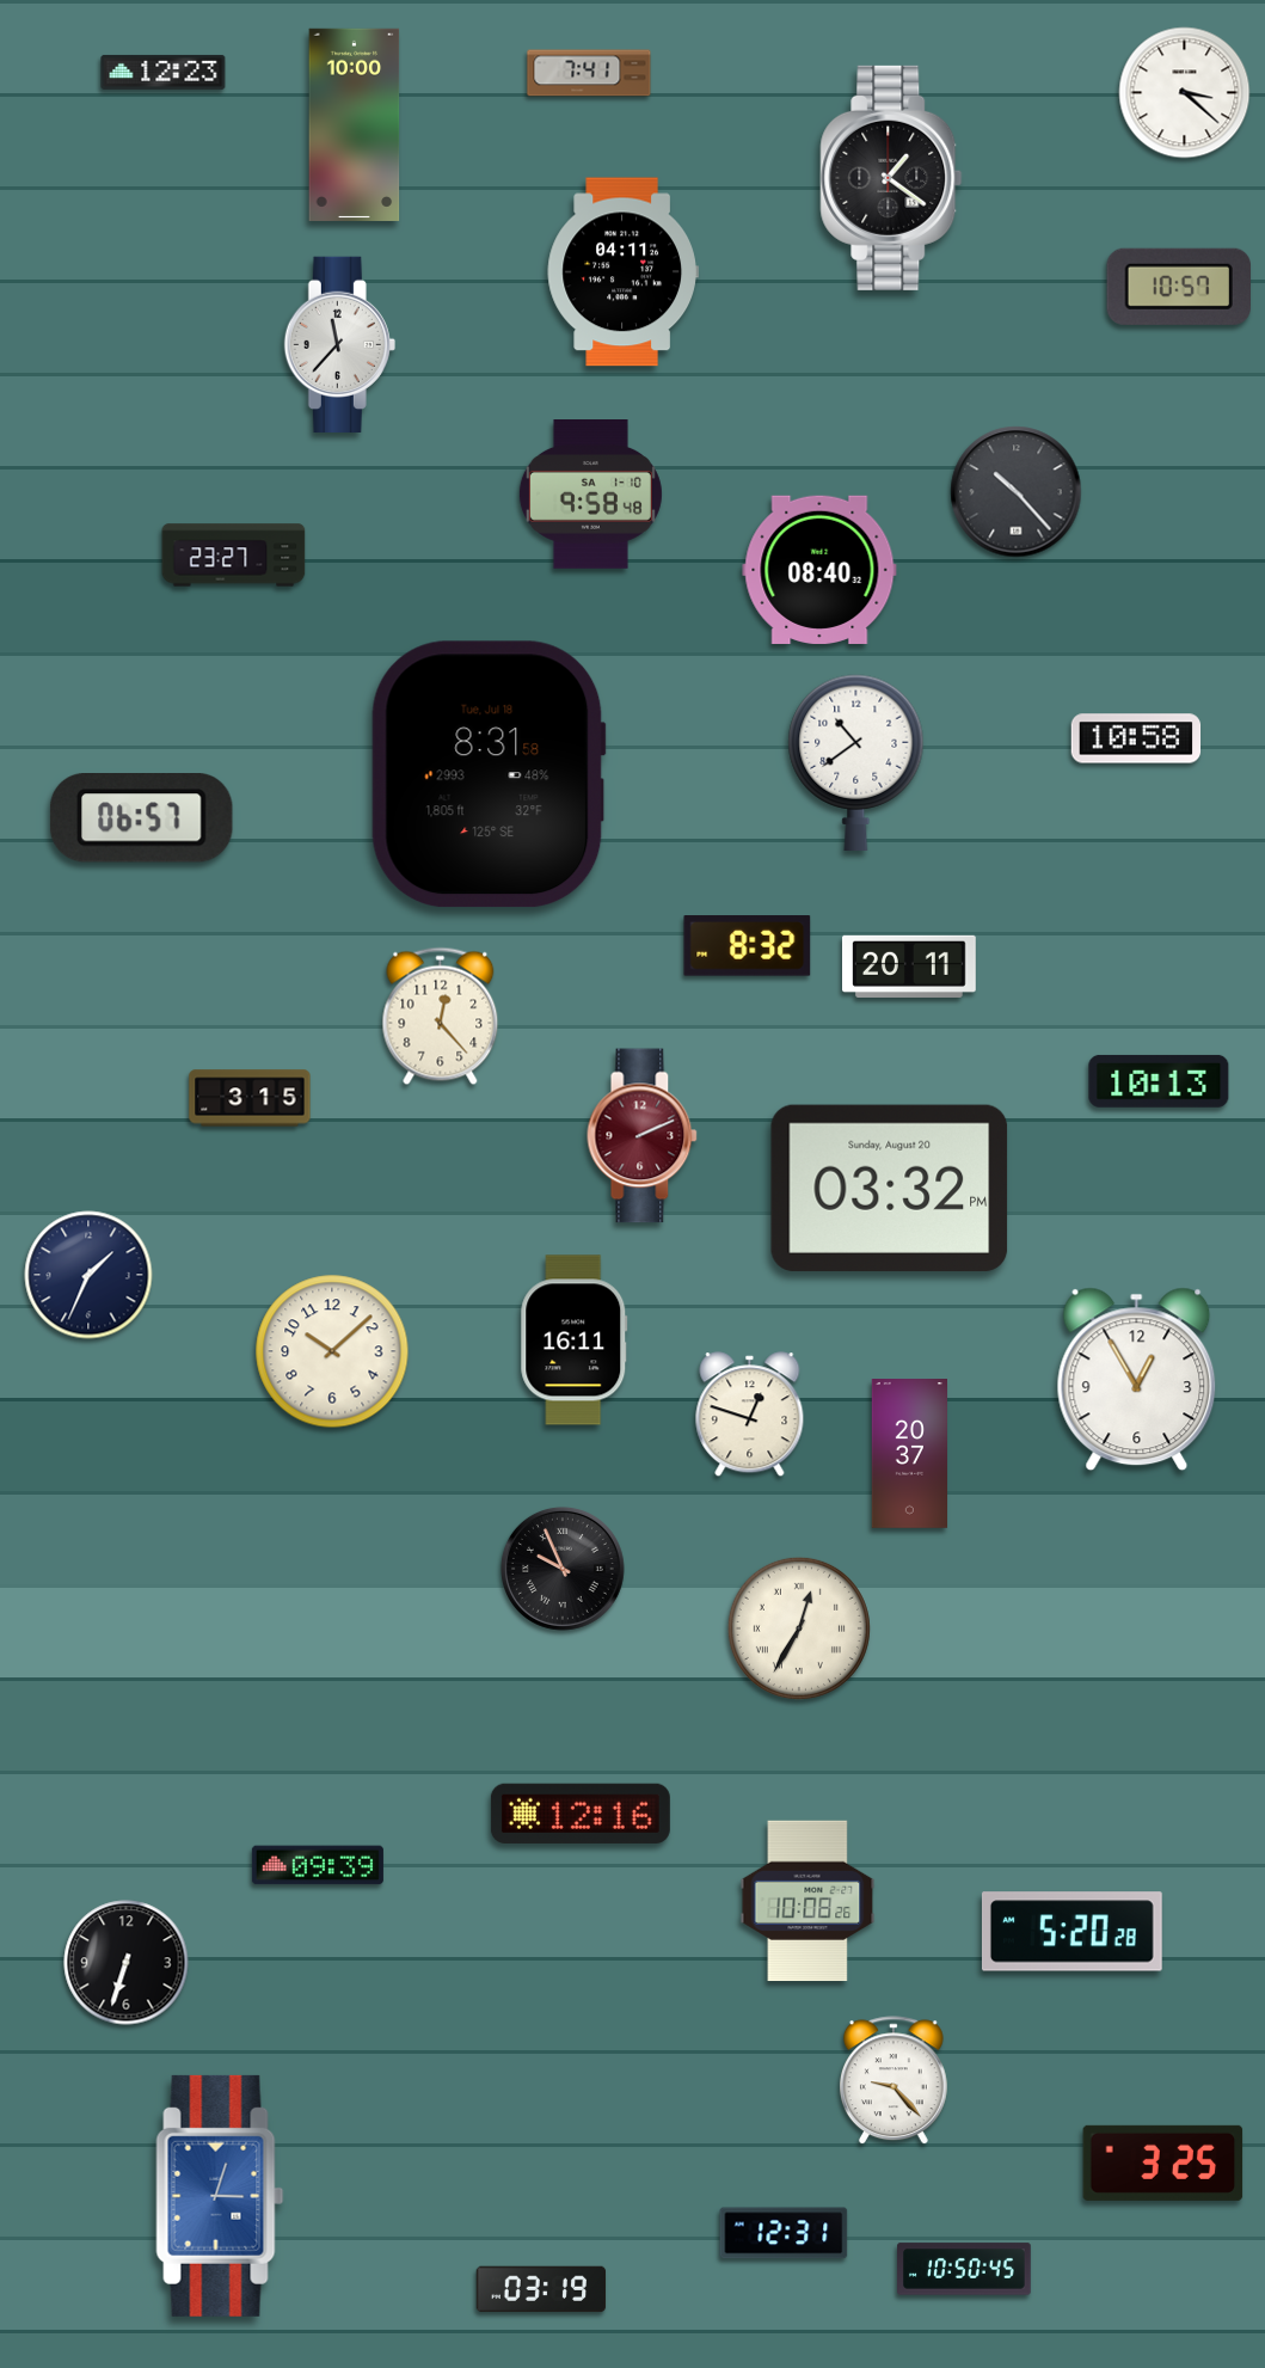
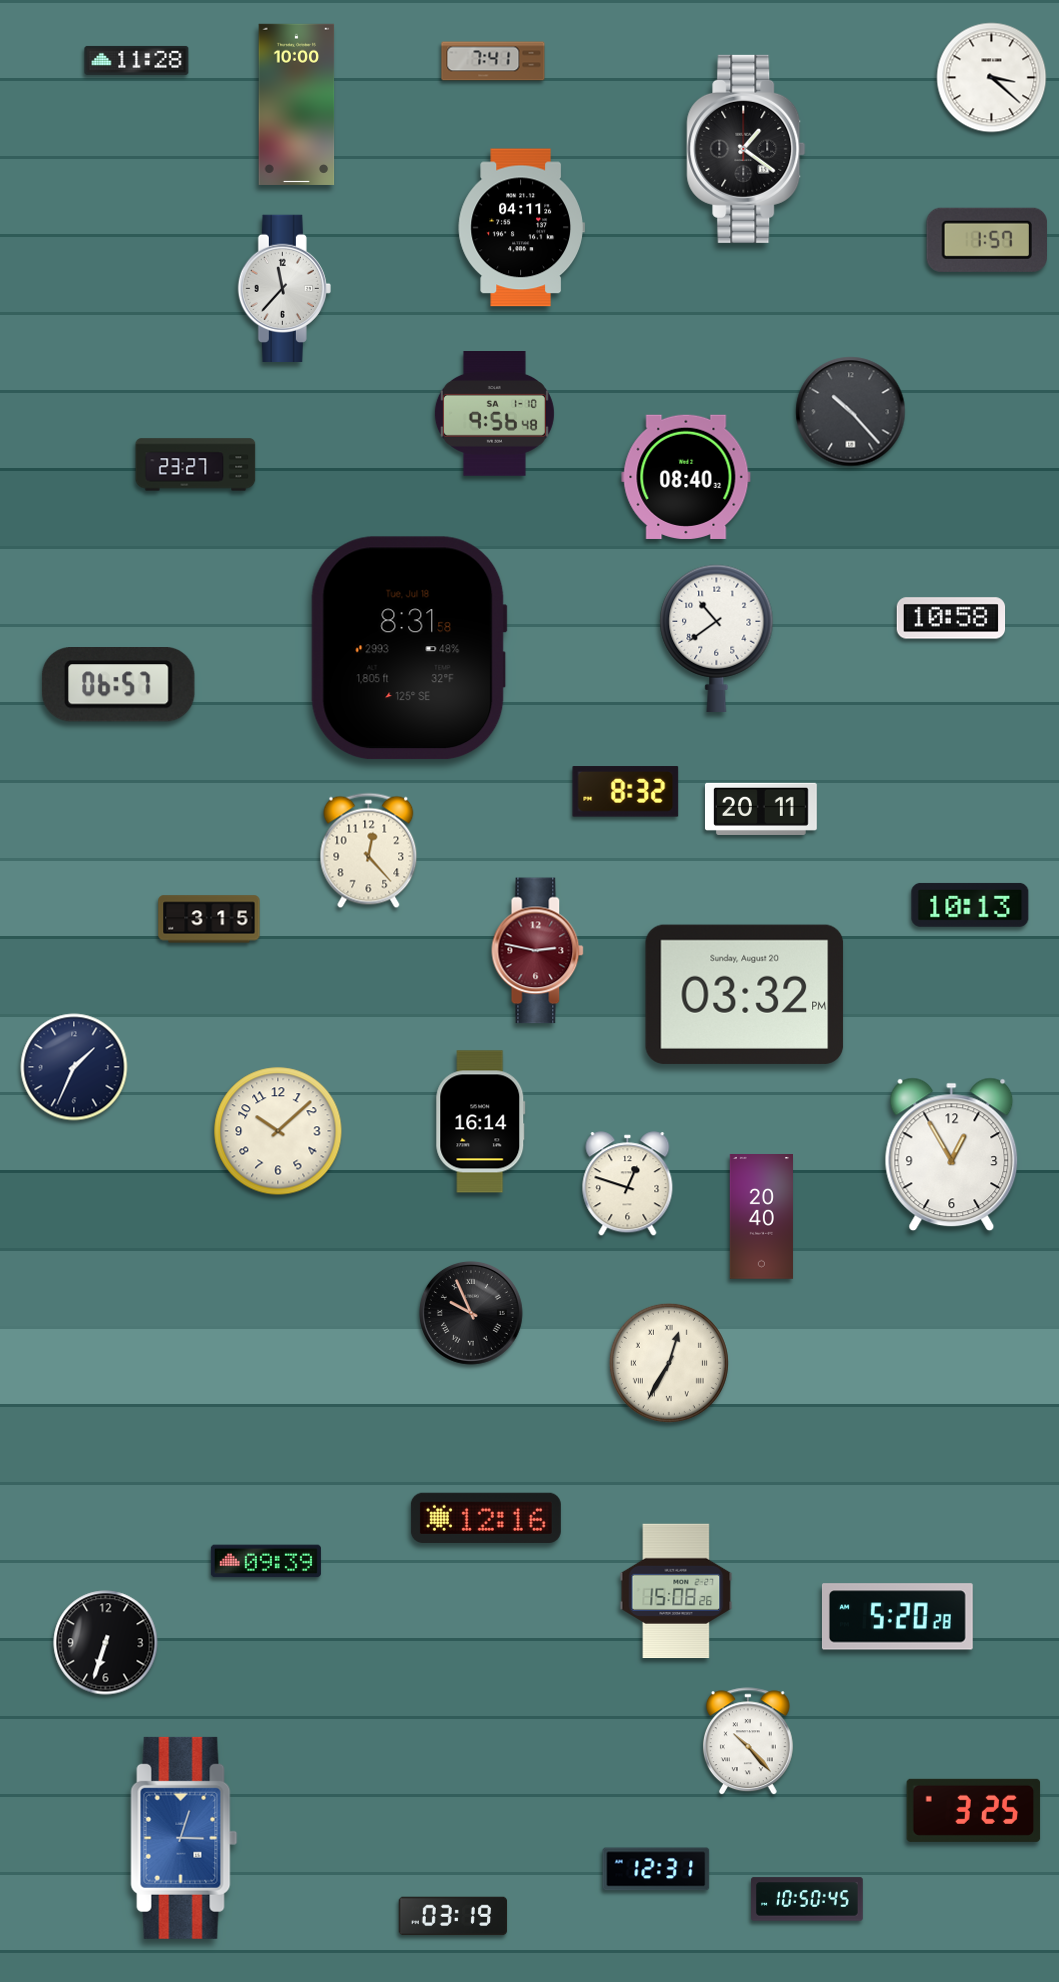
clock at (164, 72): 12:23 -> 11:28
clock at (1178, 287): 10:57 -> 1:57
clock at (590, 495): 9:58 -> 9:56
clock at (643, 1136): 2:11 -> 2:47
clock at (575, 1341): 16:11 -> 16:14
clock at (909, 1454): 20:37 -> 20:40
clock at (807, 1901): 10:08 -> 15:08
clock at (894, 2081): 9:23 -> 10:23
